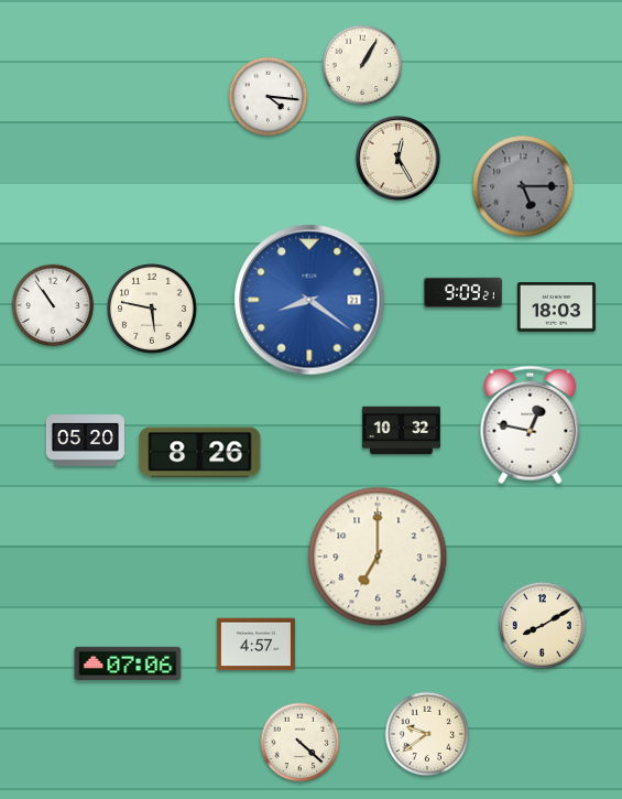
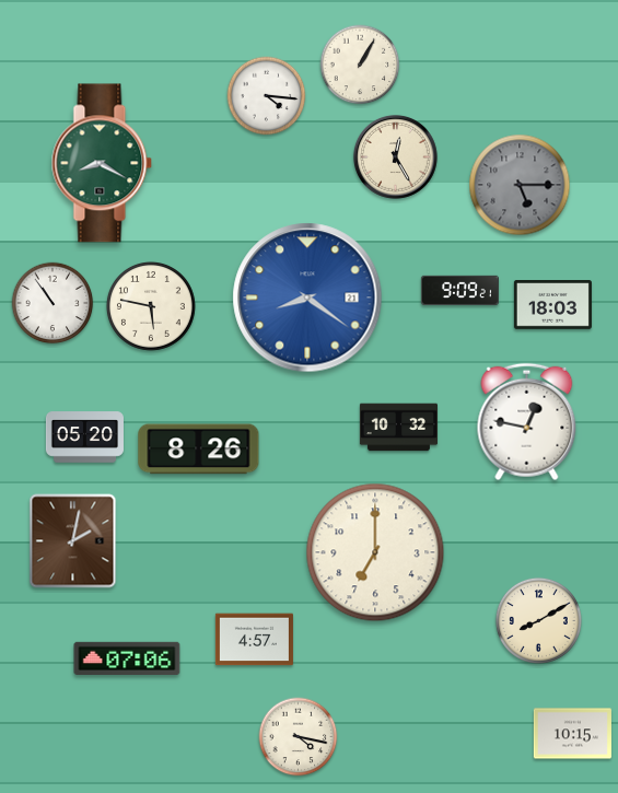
clock at (102, 163): none -> 8:20
clock at (73, 541): none -> 2:02
clock at (427, 734): 9:39 -> none
clock at (572, 734): none -> 10:15
clock at (301, 743): 4:22 -> 4:17
